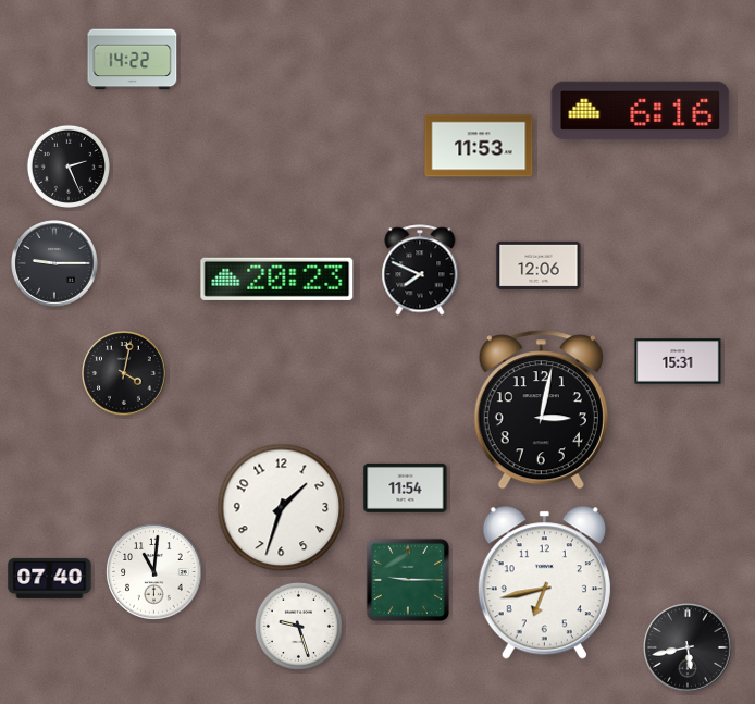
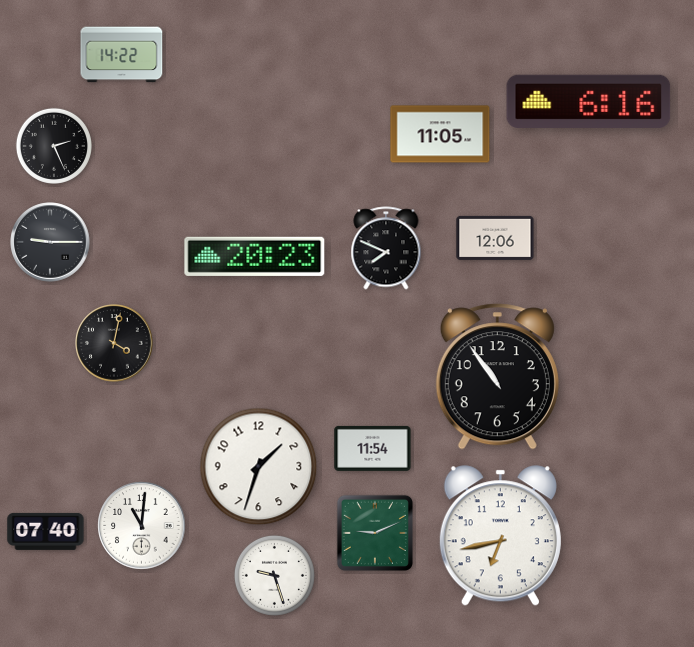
clock at (479, 146): 11:53 -> 11:05
clock at (69, 166) position: (69, 166) -> (54, 146)
clock at (539, 265) position: (539, 265) -> (495, 238)
clock at (678, 361): 15:31 -> none
clock at (541, 410): 3:02 -> 10:54
clock at (408, 580): 9:15 -> 9:11
clock at (688, 647): 5:43 -> none
